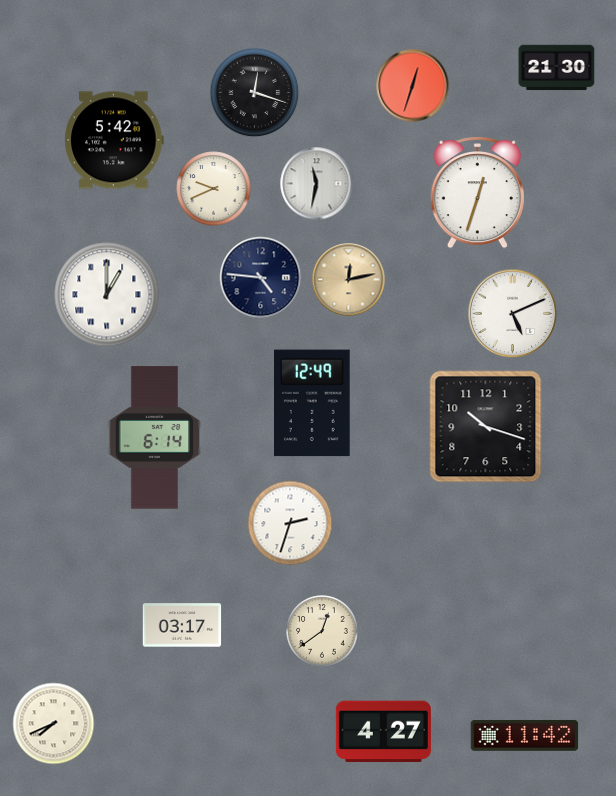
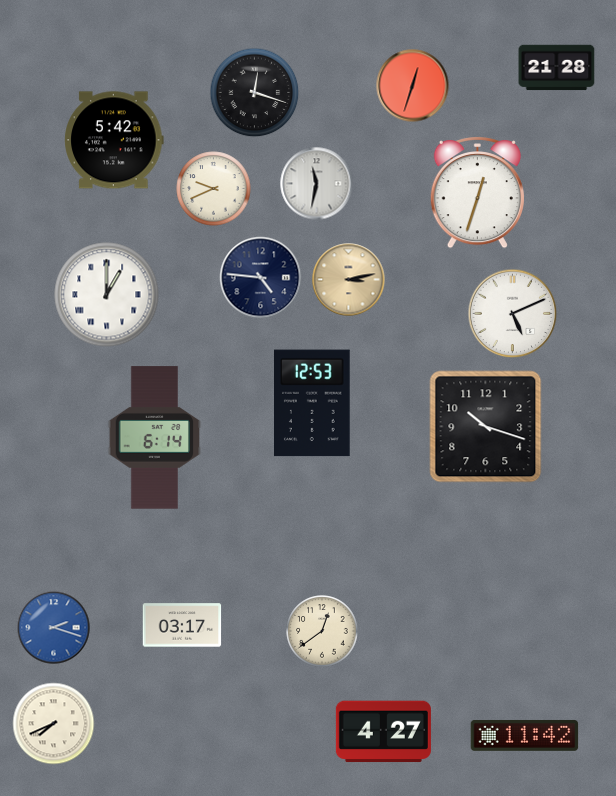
clock at (557, 68): 21:30 -> 21:28
clock at (349, 280): 12:13 -> 3:13
clock at (313, 403): 12:49 -> 12:53
clock at (290, 523): 2:33 -> none
clock at (54, 628): none -> 2:18
